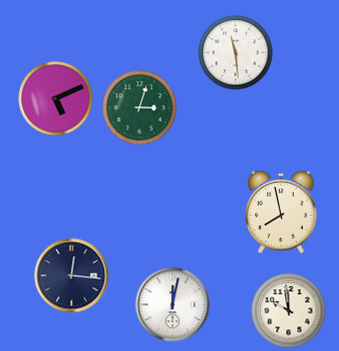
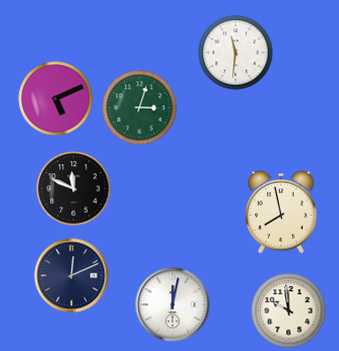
clock at (236, 53): 11:29 -> 11:31
clock at (74, 189): none -> 11:49
clock at (72, 276): 12:16 -> 12:11
